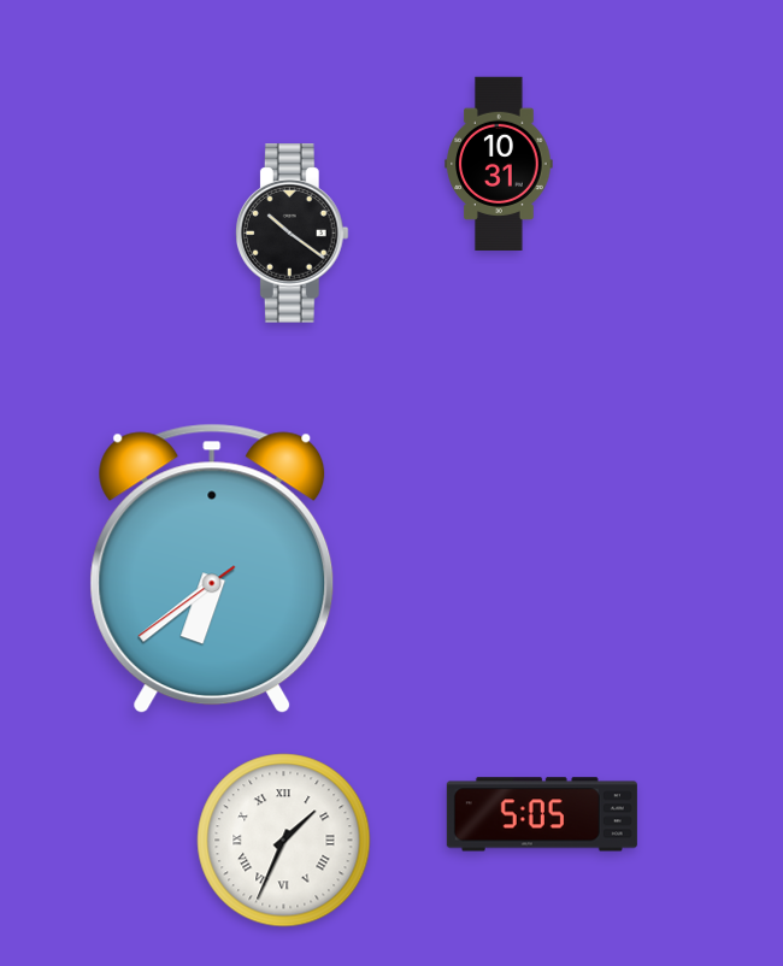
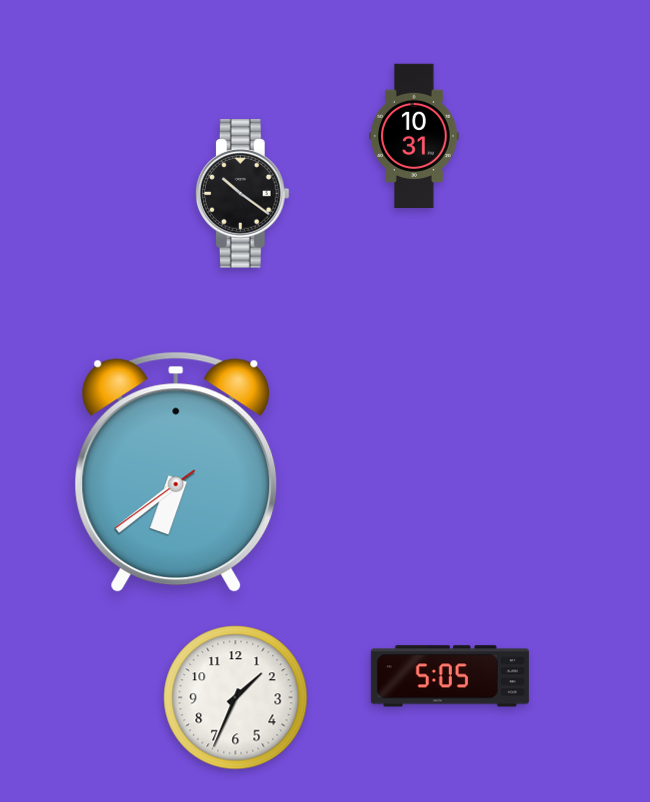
clock at (284, 841) numerals: Roman -> Arabic
